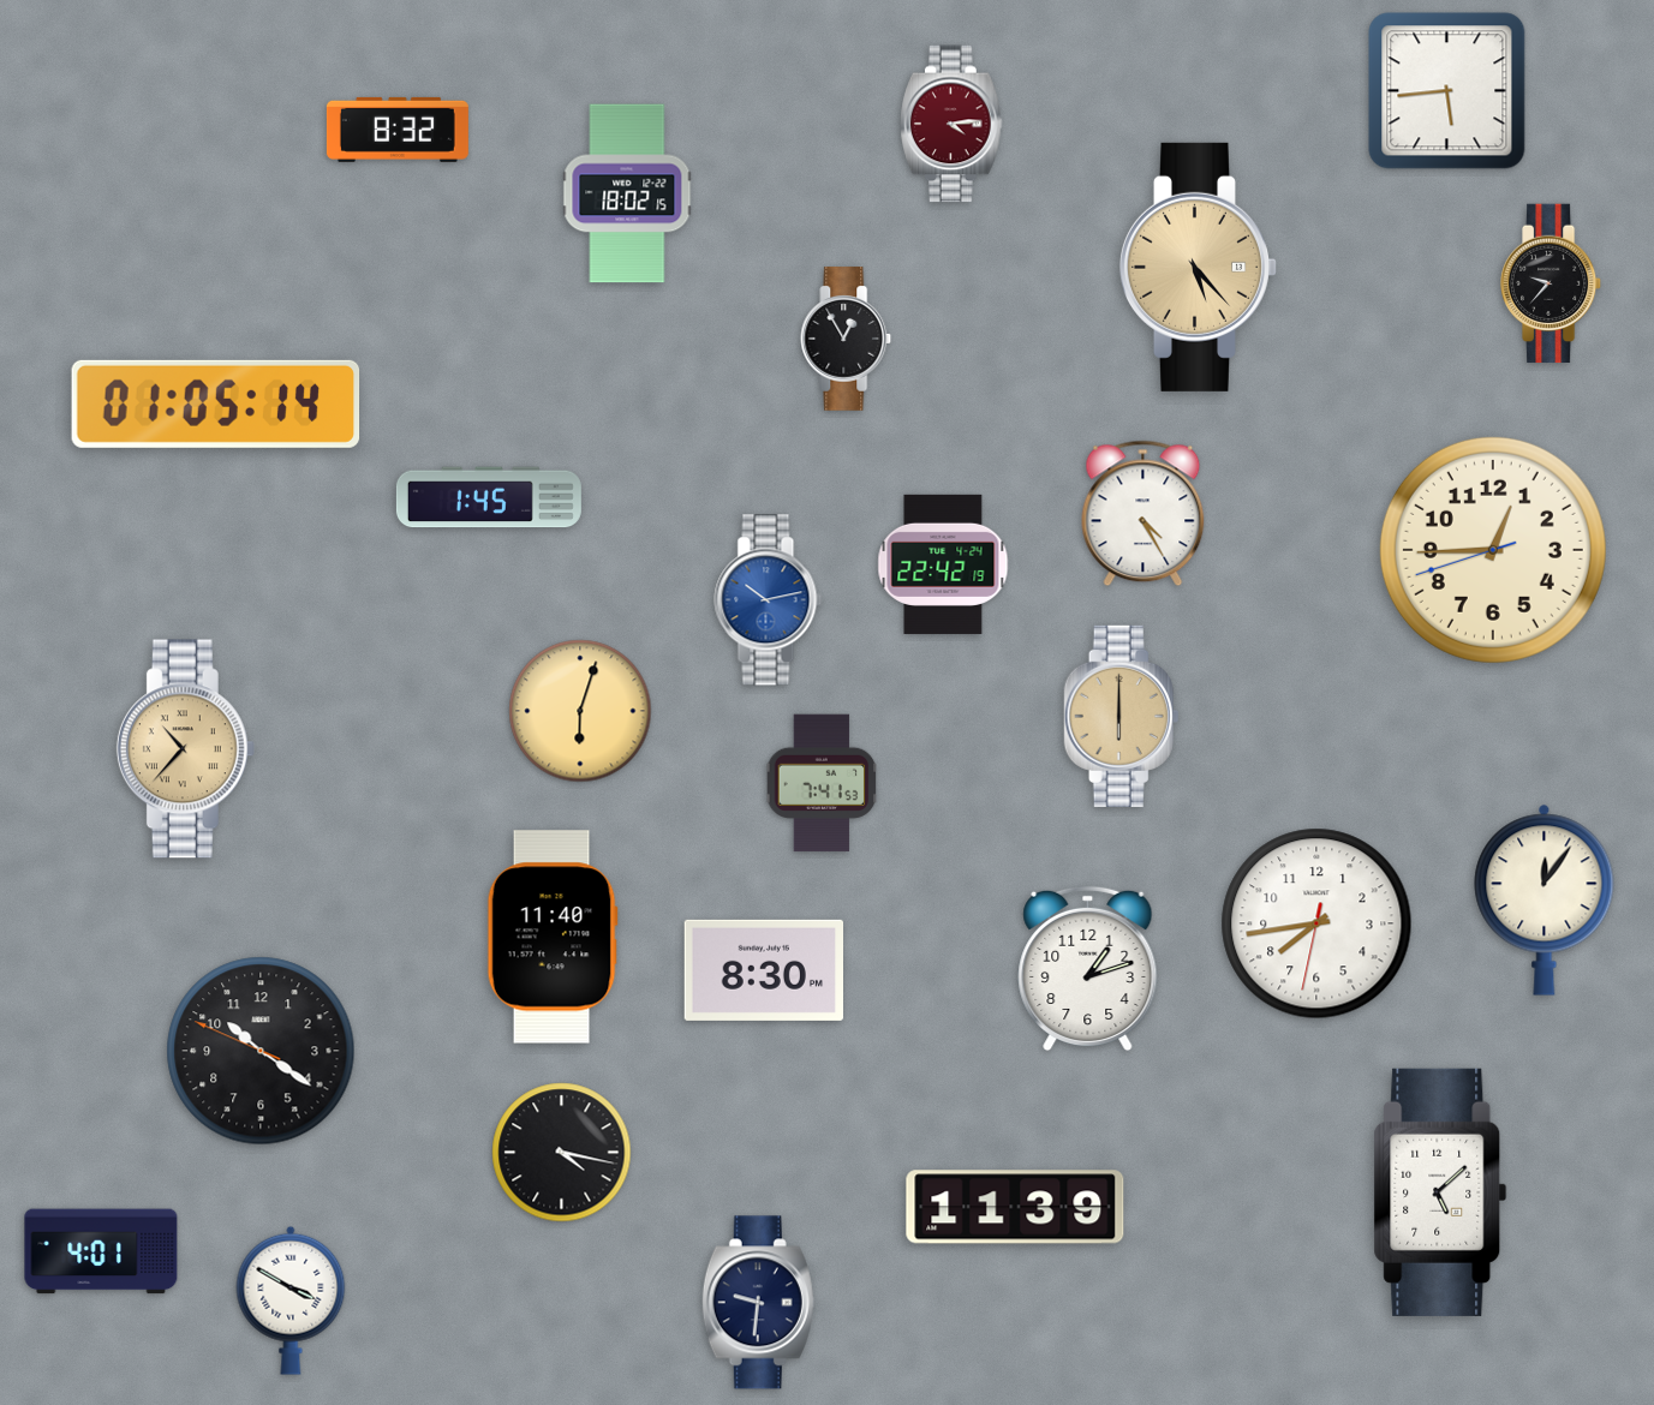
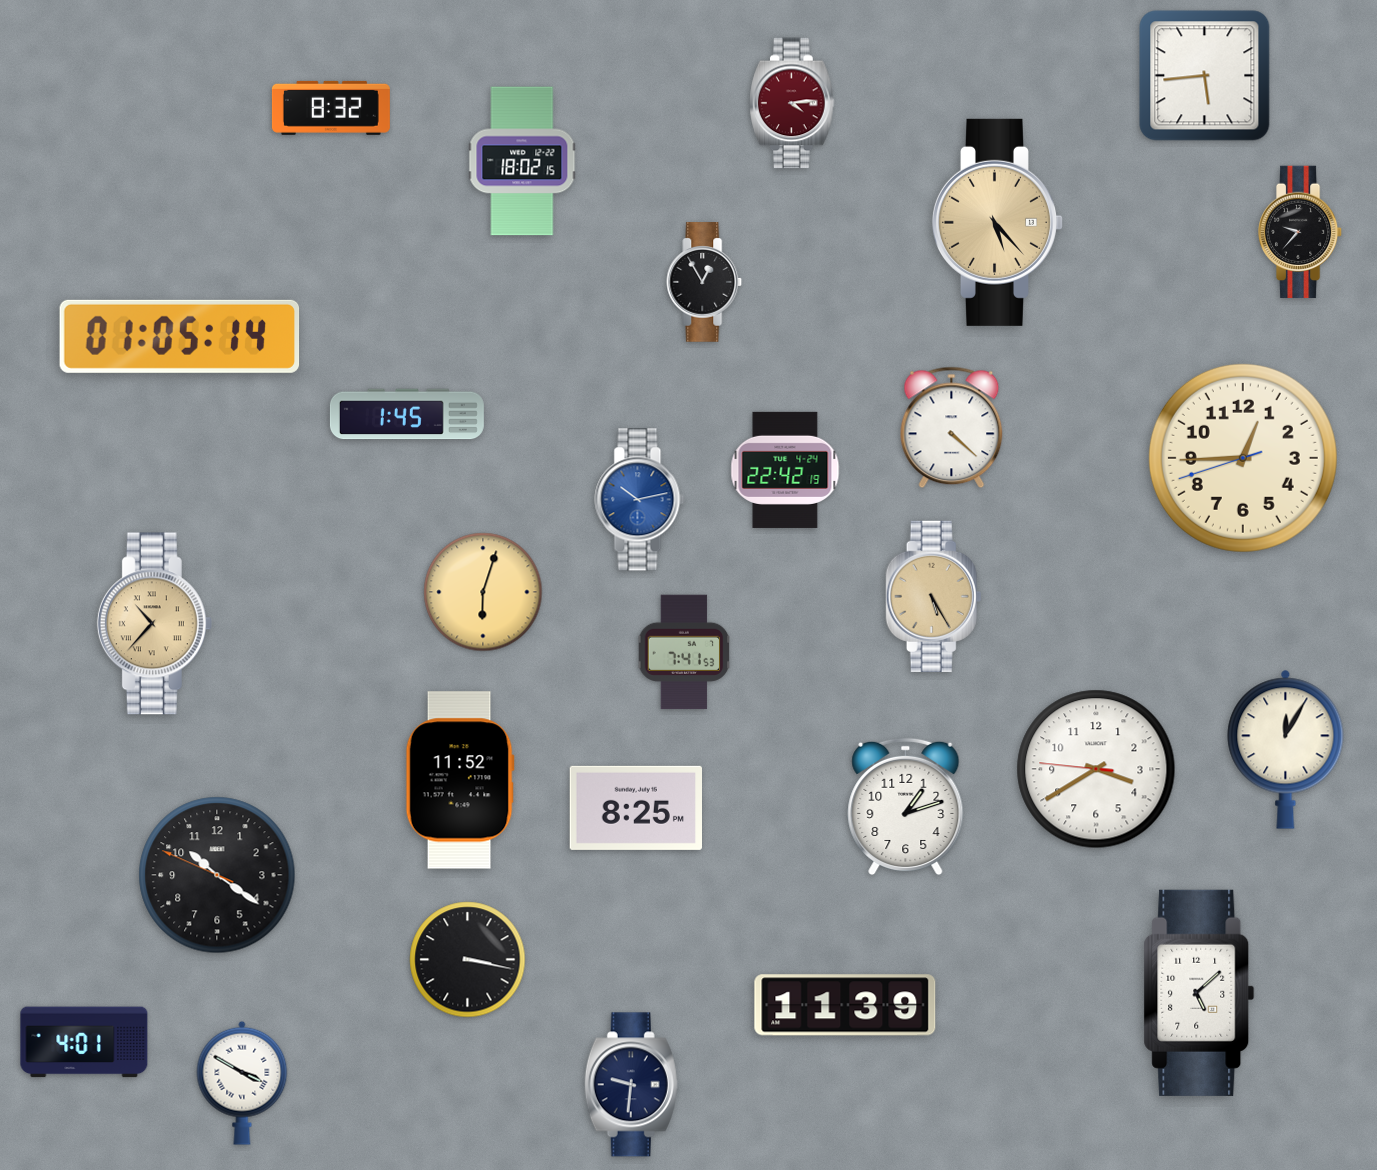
clock at (1551, 283) position: (1551, 283) -> (1300, 232)
clock at (1144, 514): 4:25 -> 4:22
clock at (1122, 716): 6:00 -> 5:25
clock at (1545, 899): 12:06 -> 12:05
clock at (1316, 923): 7:43 -> 3:39
clock at (553, 937): 11:40 -> 11:52
clock at (763, 970): 8:30 -> 8:25
clock at (562, 1153): 4:17 -> 3:17
